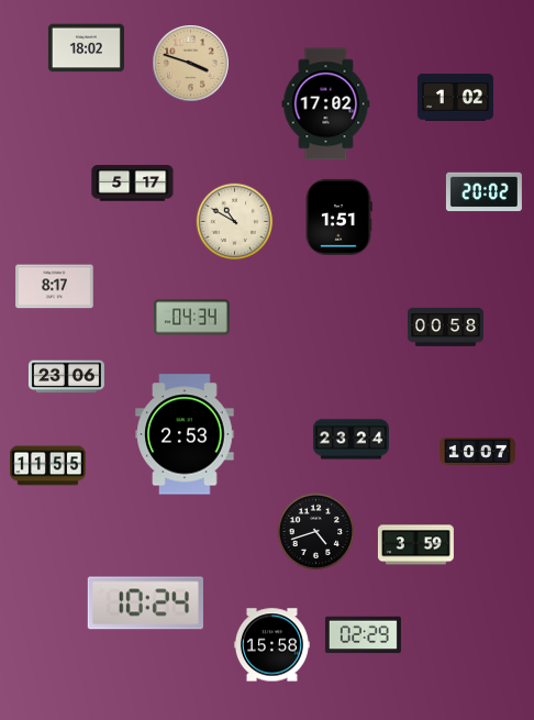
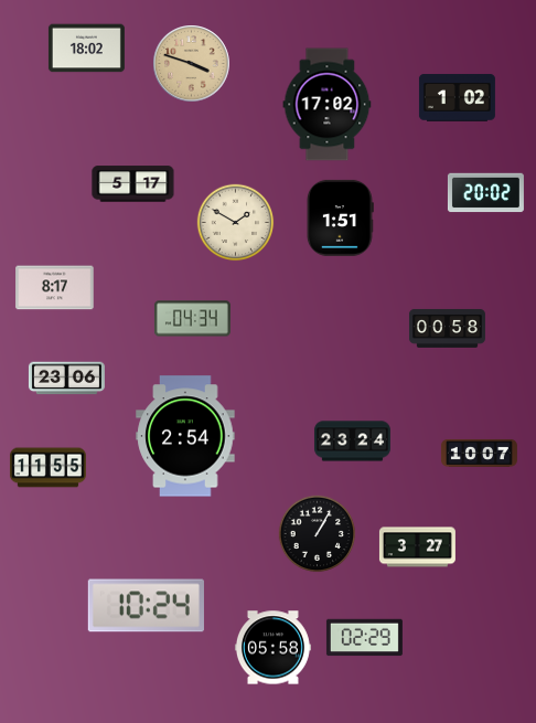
clock at (235, 222): 10:50 -> 1:50
clock at (185, 434): 2:53 -> 2:54
clock at (316, 532): 4:42 -> 1:05
clock at (415, 545): 3:59 -> 3:27
clock at (271, 645): 15:58 -> 05:58
